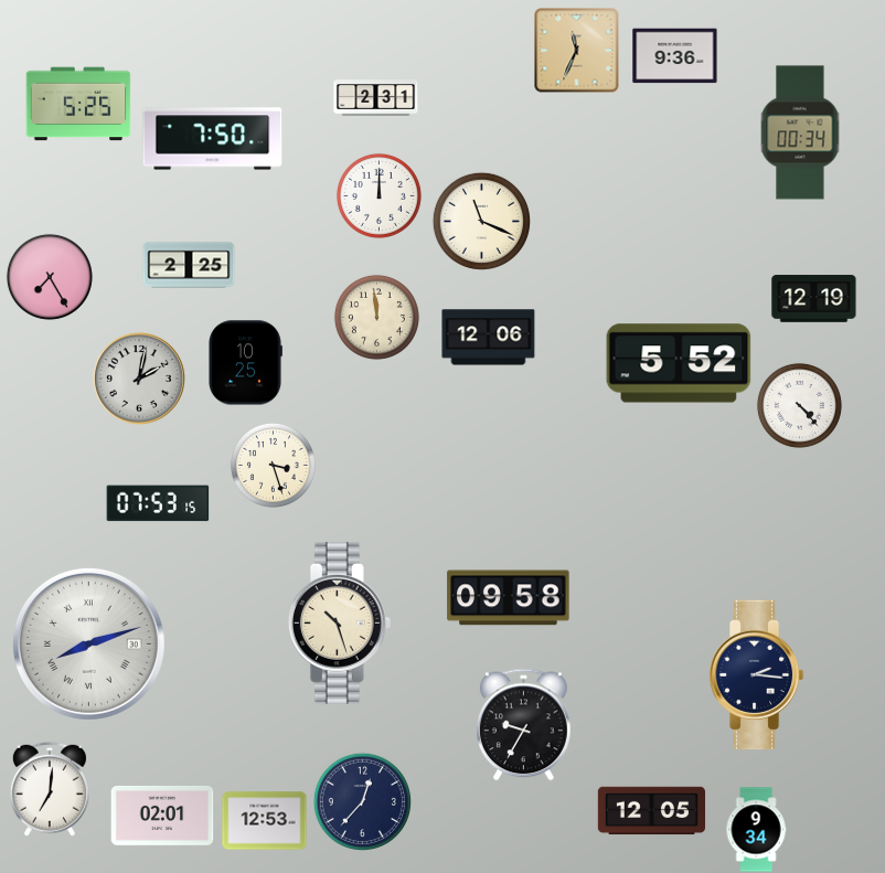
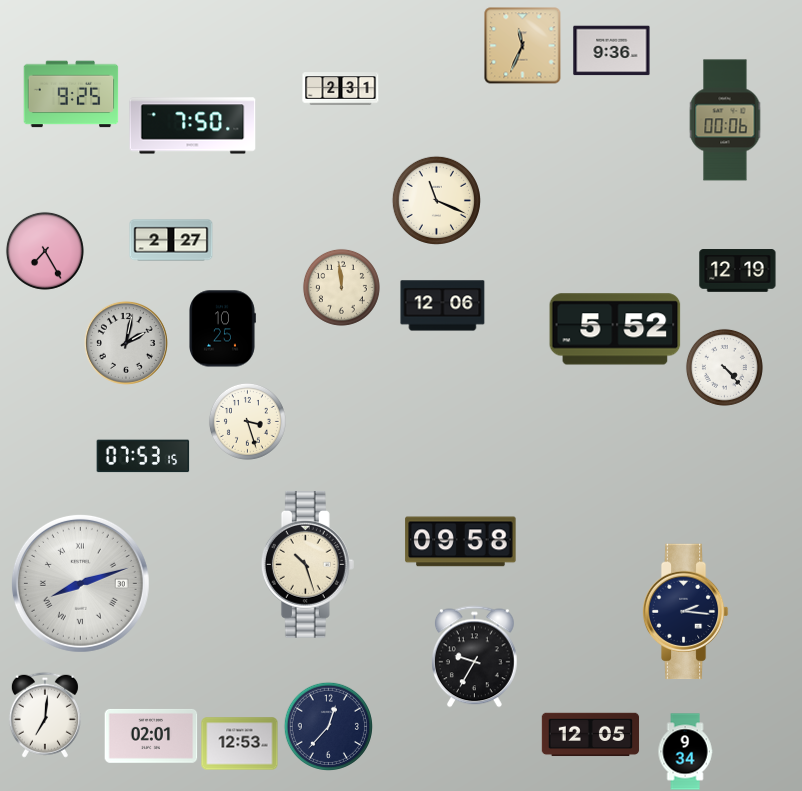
clock at (78, 104): 5:25 -> 9:25
clock at (800, 132): 00:34 -> 00:06
clock at (378, 195): 12:00 -> none
clock at (189, 265): 2:25 -> 2:27
clock at (162, 816) position: (162, 816) -> (151, 736)
